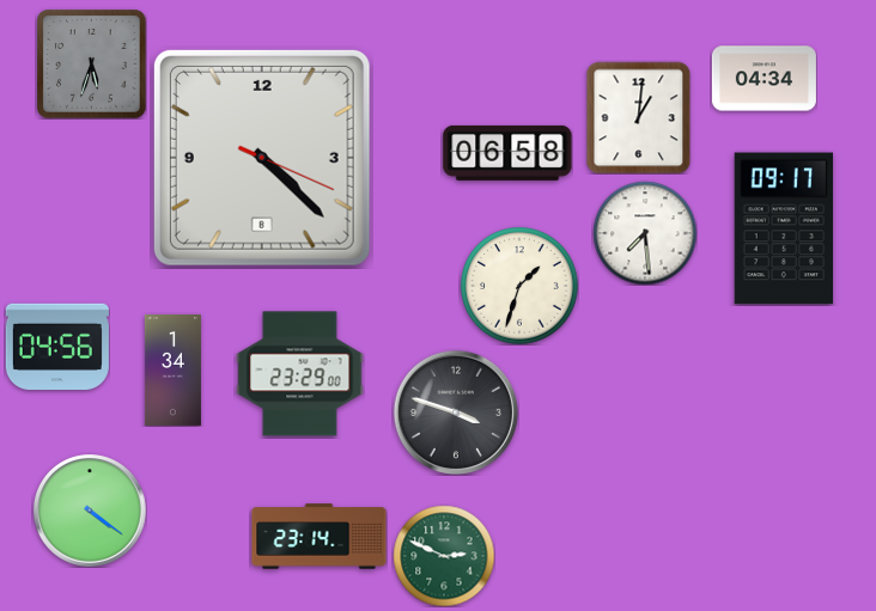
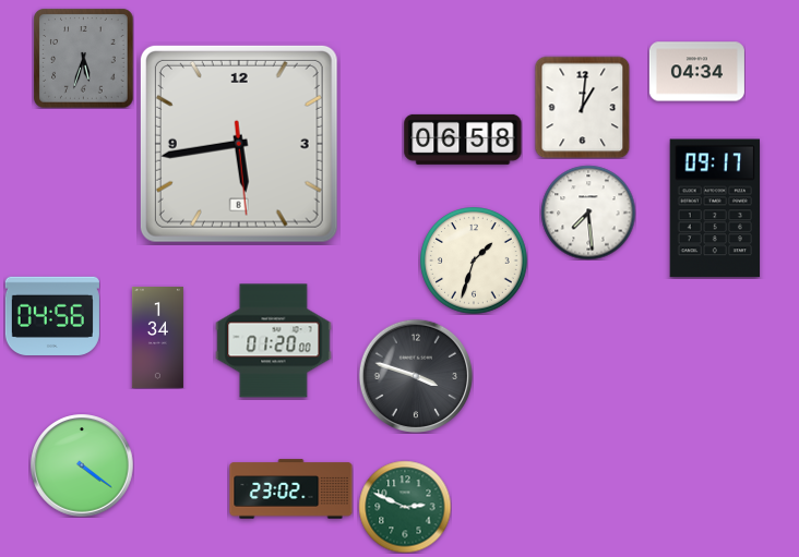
clock at (262, 158): 4:22 -> 5:43
clock at (300, 374): 23:29 -> 01:20
clock at (320, 537): 23:14 -> 23:02
